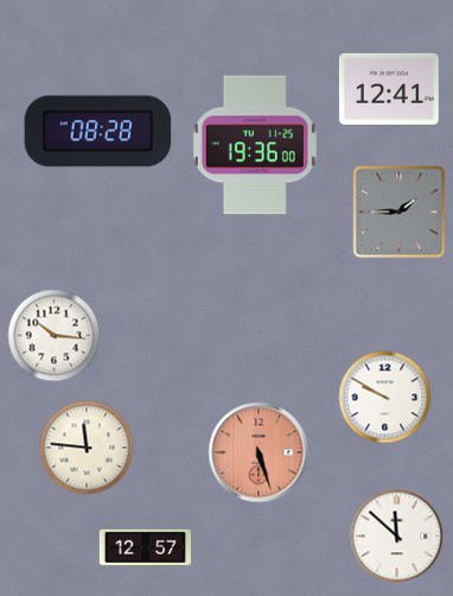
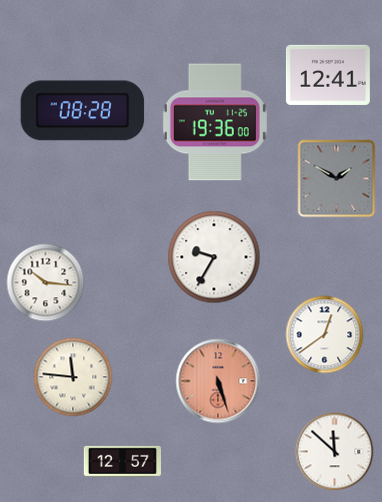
clock at (398, 211): 1:45 -> 1:50
clock at (214, 257): none -> 9:35
clock at (384, 397): 9:50 -> 12:39
